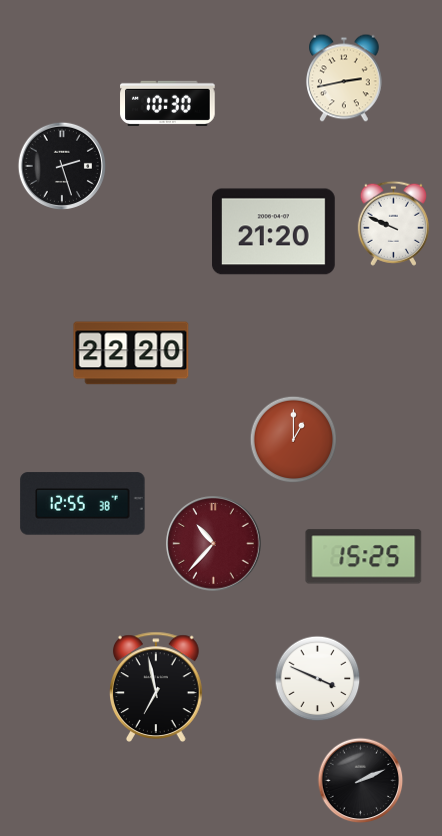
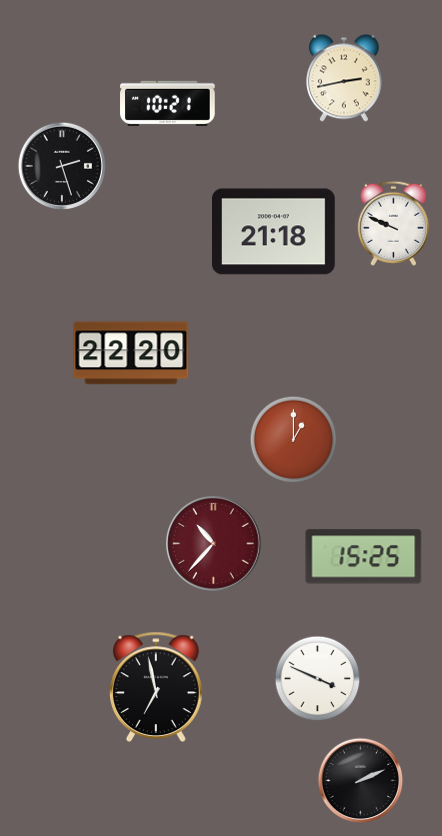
clock at (168, 103): 10:30 -> 10:21
clock at (274, 232): 21:20 -> 21:18
clock at (83, 504): 12:55 -> none
